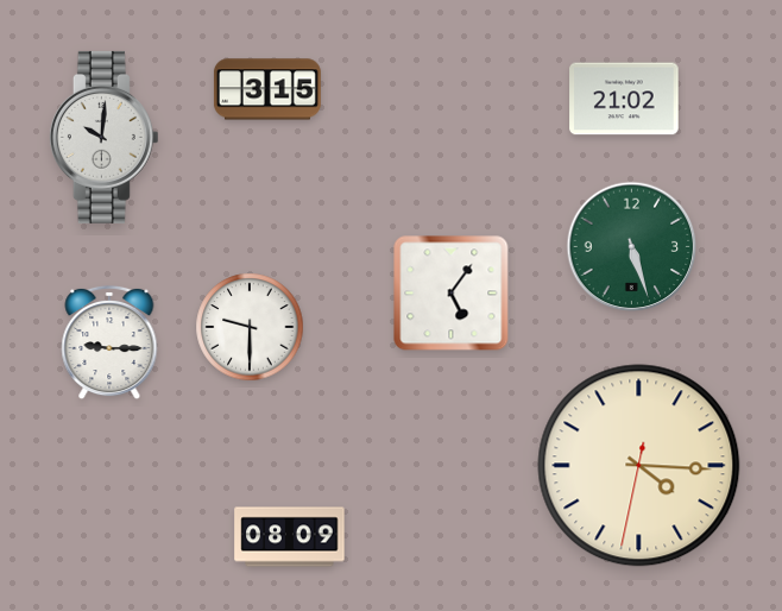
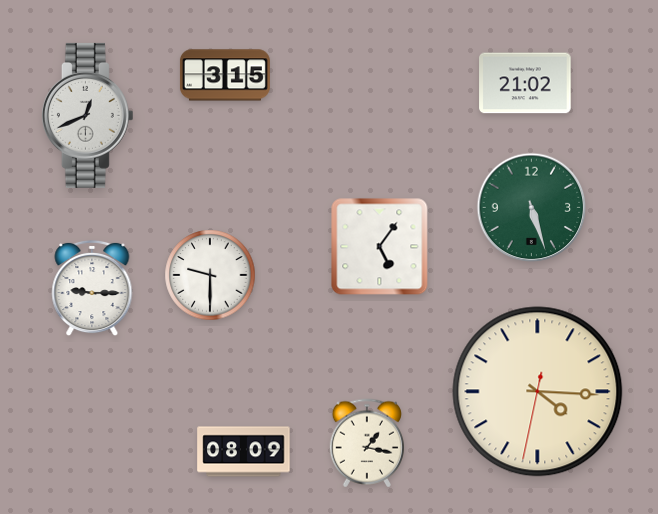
clock at (103, 137): 10:01 -> 12:41
clock at (366, 443): none -> 1:17
